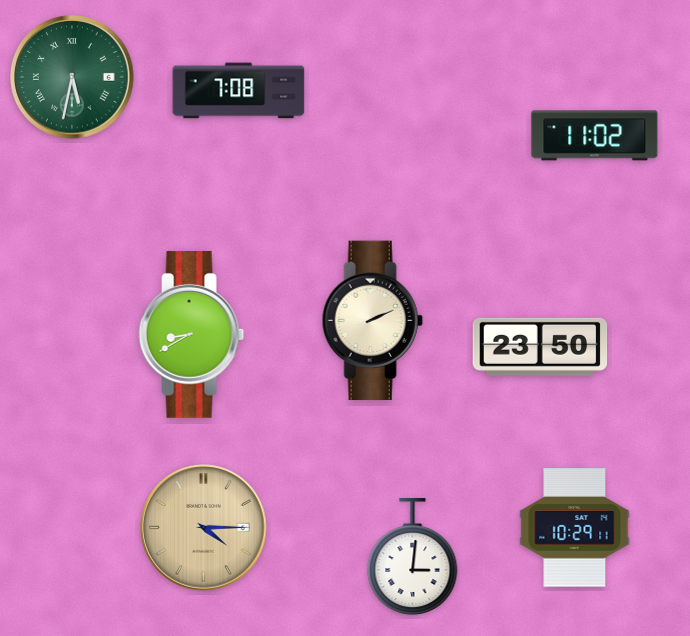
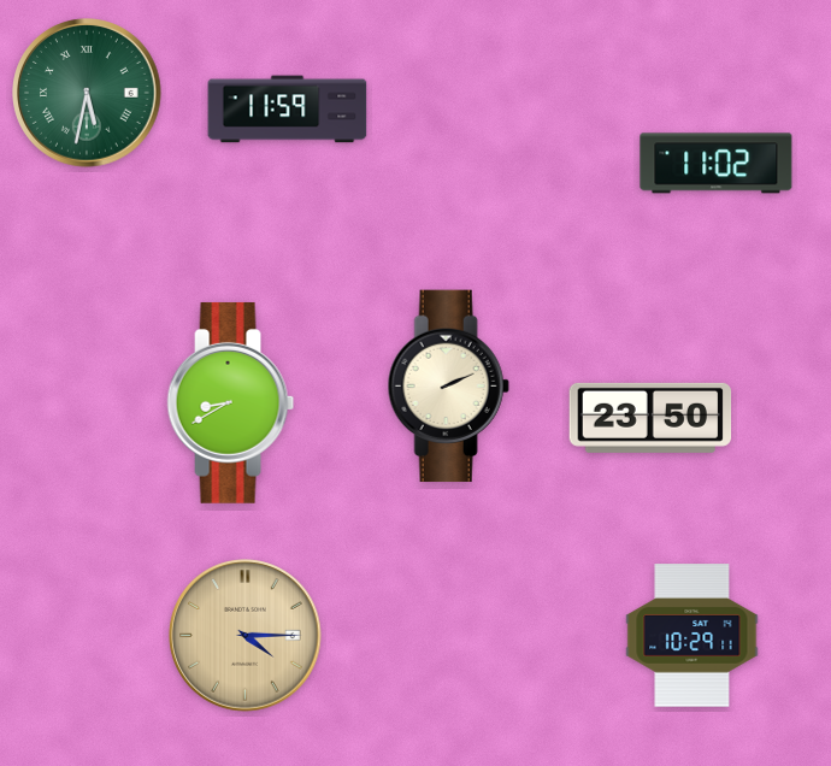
clock at (239, 91): 7:08 -> 11:59
clock at (413, 557): 3:01 -> none
